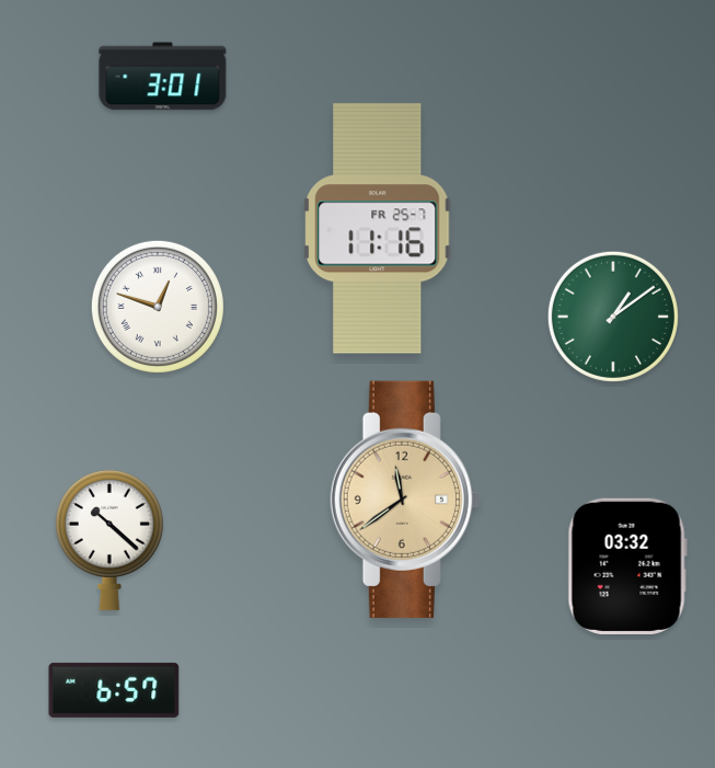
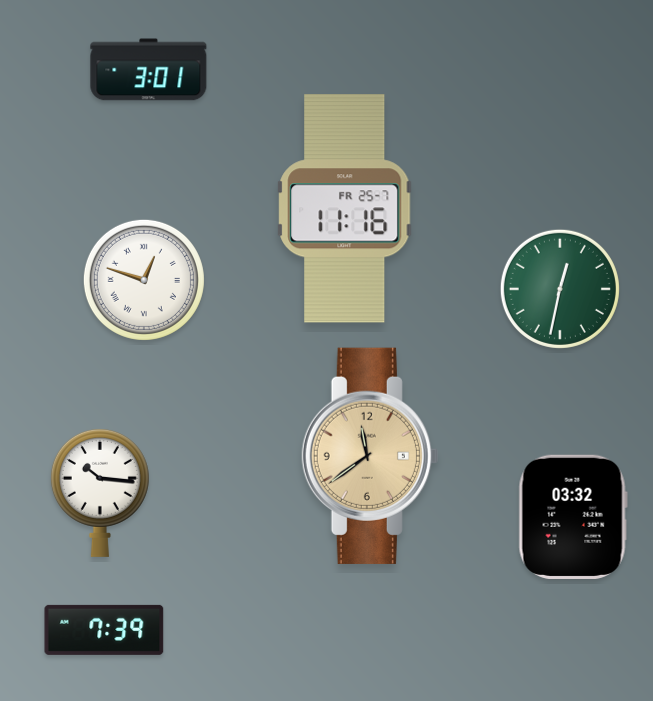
clock at (613, 317): 1:09 -> 12:32
clock at (109, 539): 10:22 -> 10:16
clock at (114, 690): 6:57 -> 7:39
